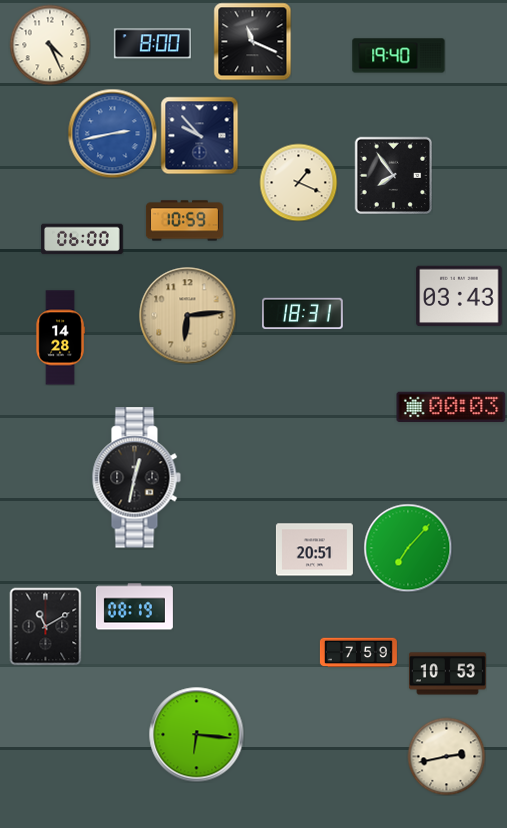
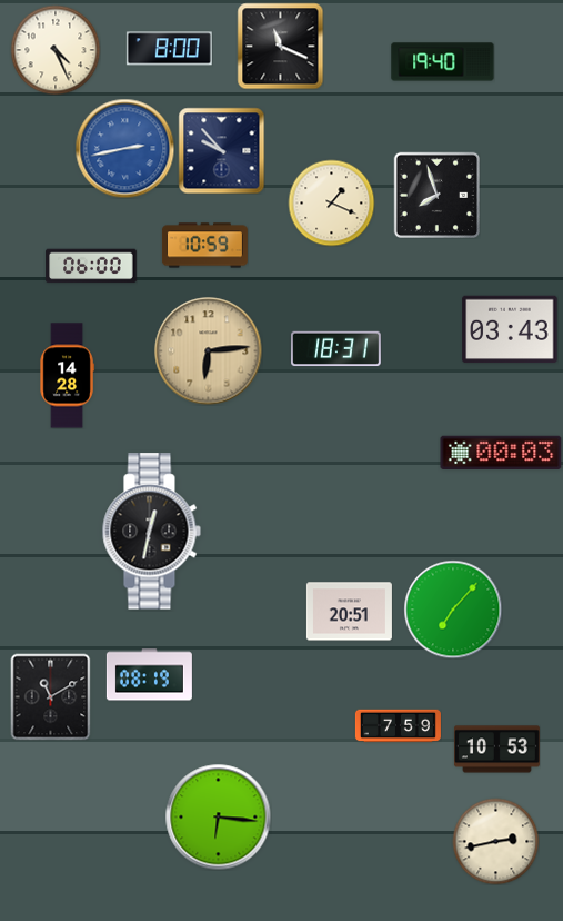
clock at (393, 175): 7:54 -> 7:57
